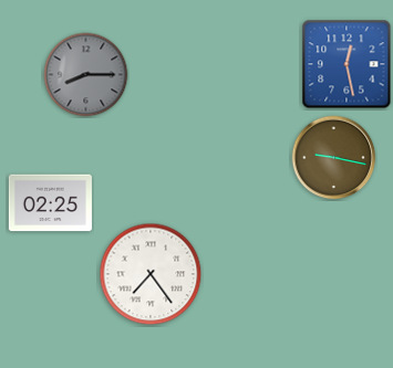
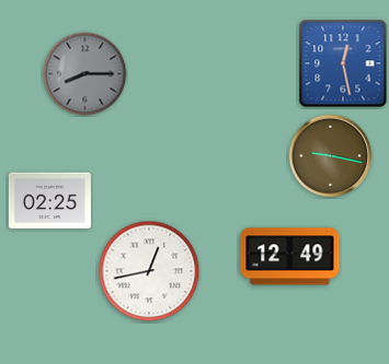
clock at (290, 257): none -> 12:49
clock at (151, 274): 7:24 -> 12:43
